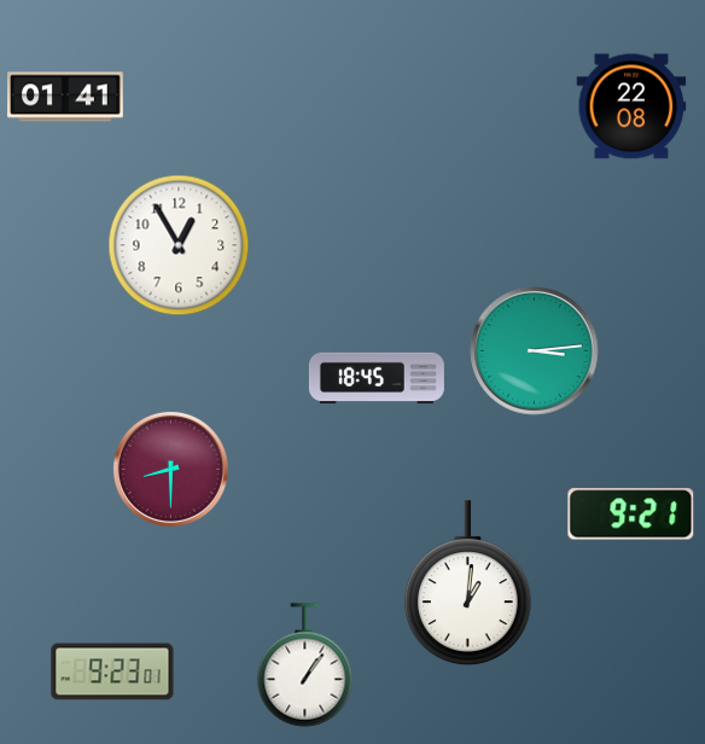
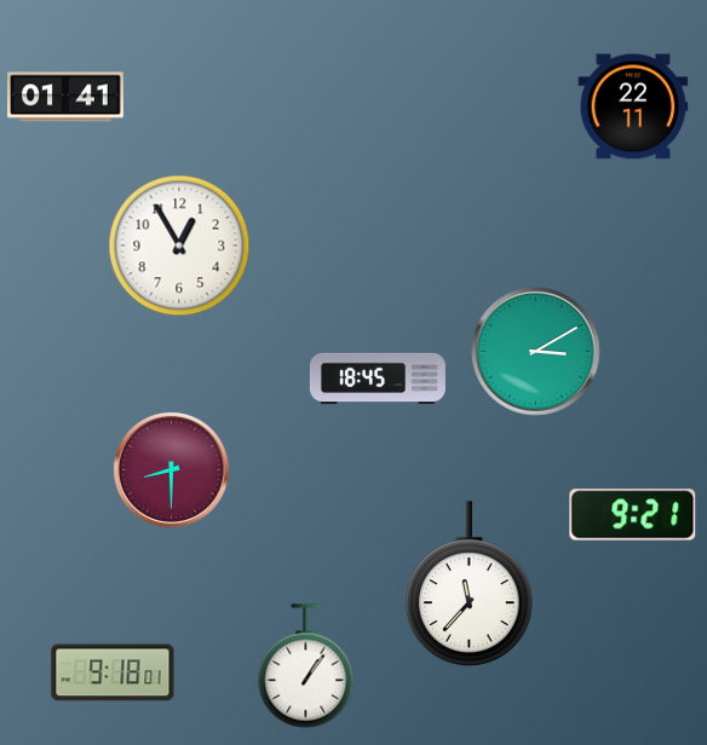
clock at (631, 106): 22:08 -> 22:11
clock at (535, 351): 3:14 -> 3:10
clock at (468, 583): 1:01 -> 11:37
clock at (112, 672): 9:23 -> 9:18
